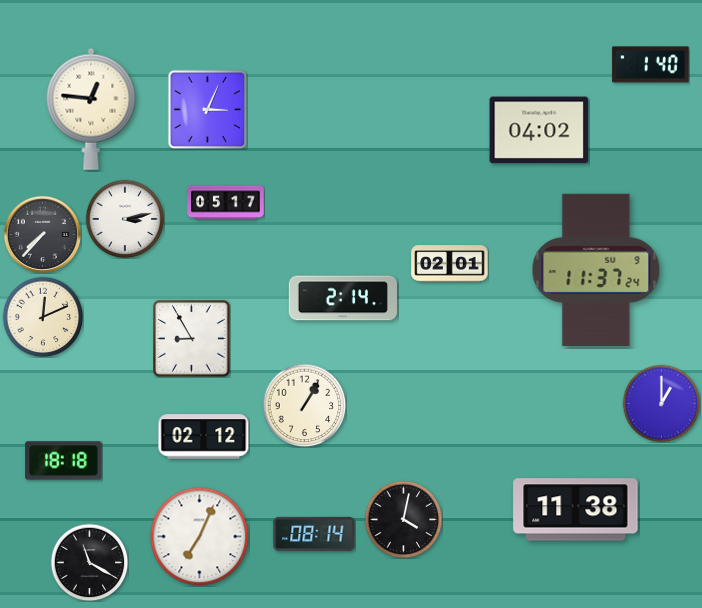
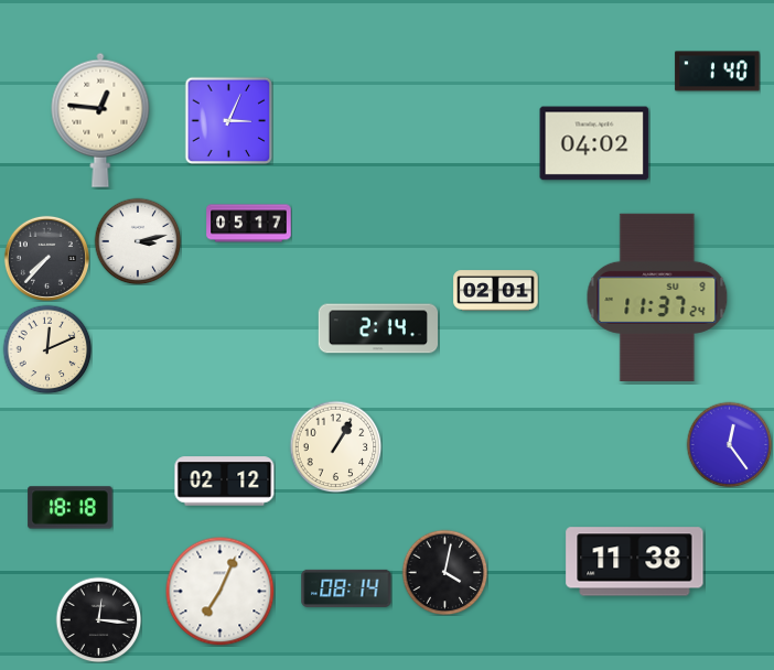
clock at (192, 339): 8:55 -> none
clock at (661, 403): 1:00 -> 12:24
clock at (89, 562): 11:20 -> 12:16
